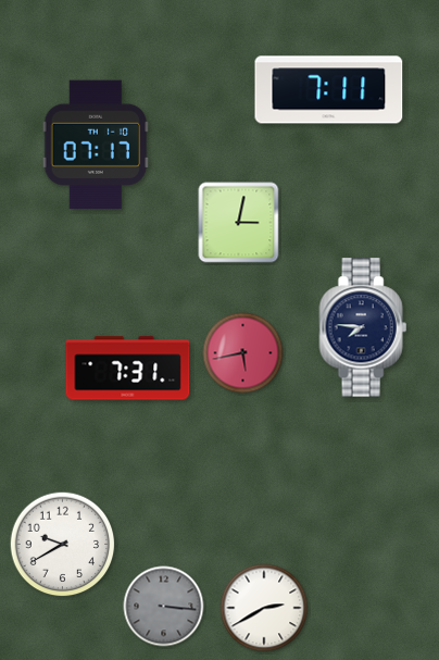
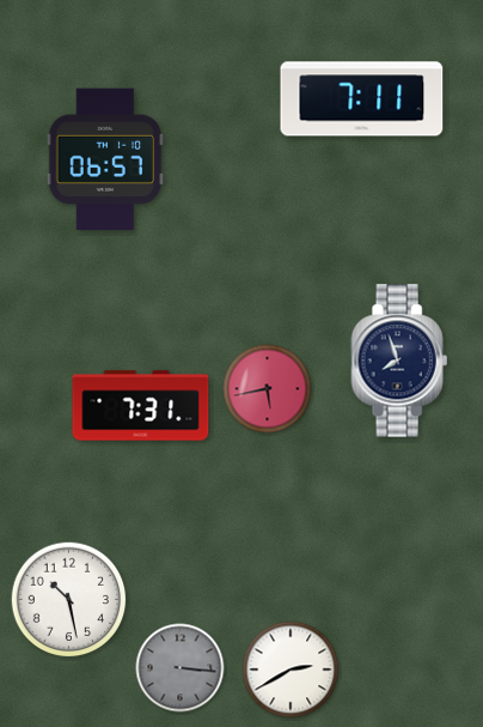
clock at (95, 144): 07:17 -> 06:57
clock at (239, 223): 3:02 -> none
clock at (363, 327): 7:46 -> 7:57
clock at (63, 545): 9:40 -> 10:28
